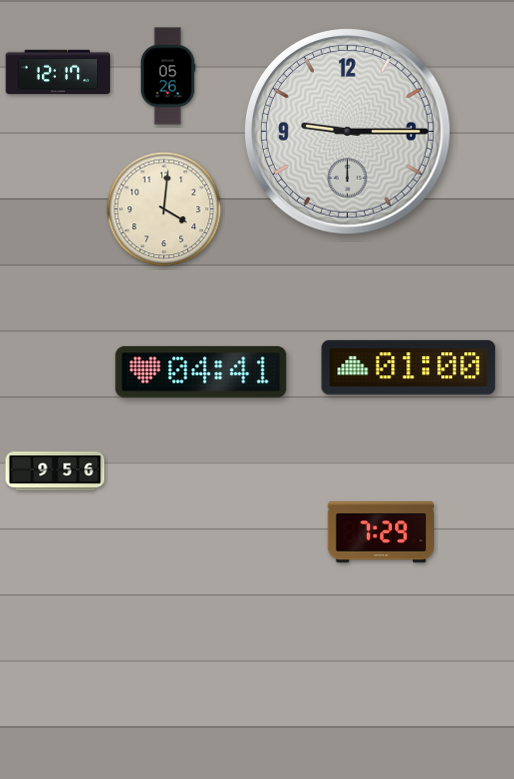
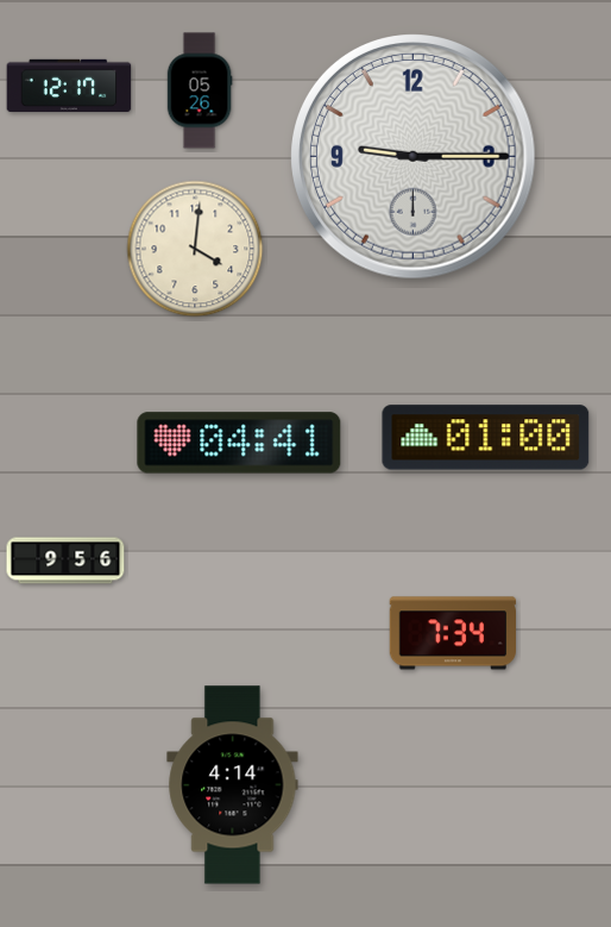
clock at (381, 532): 7:29 -> 7:34
clock at (233, 785): none -> 4:14
